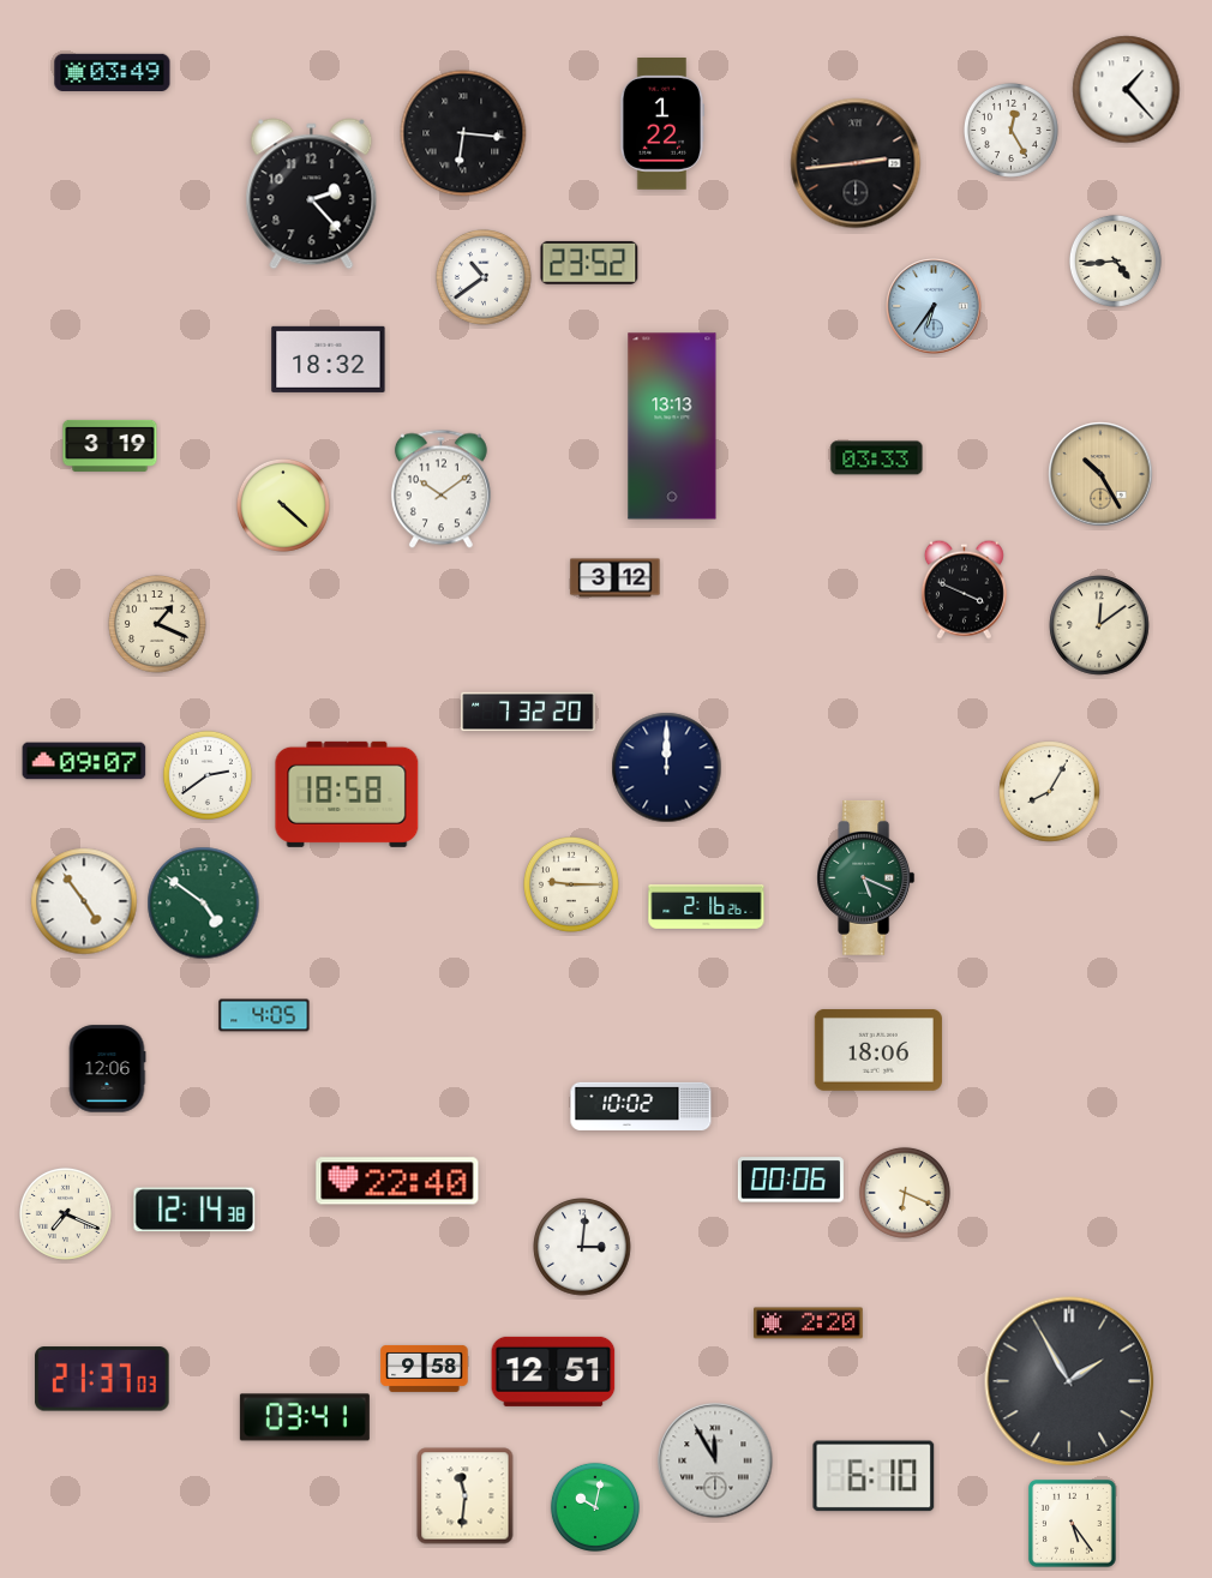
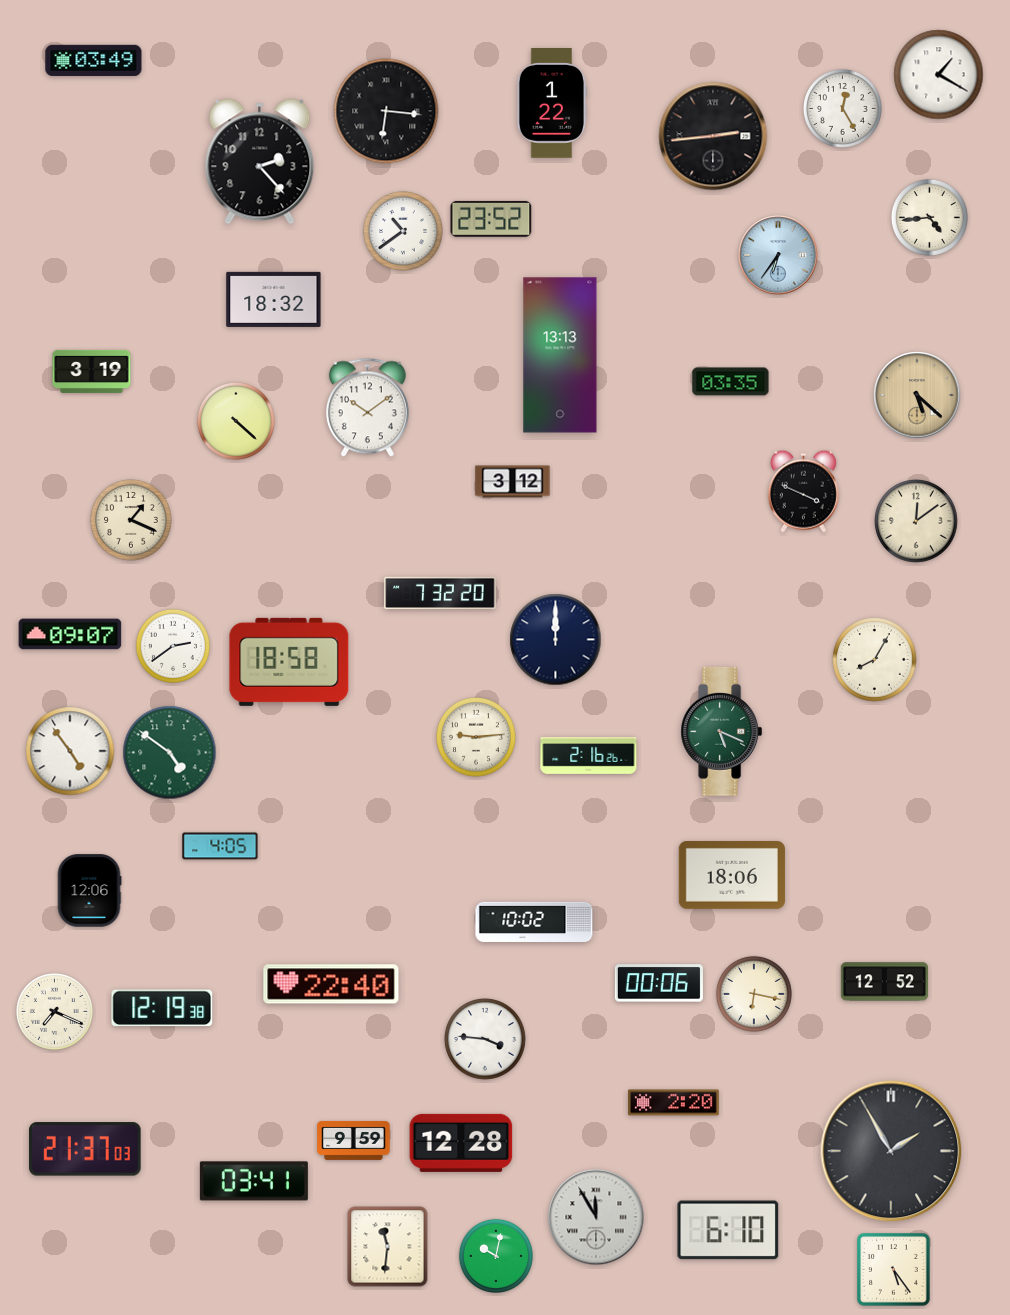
clock at (1127, 90): 1:23 -> 1:20
clock at (877, 458): 03:33 -> 03:35
clock at (1100, 474): 10:25 -> 5:22
clock at (572, 886): 9:15 -> 9:14
clock at (884, 982): none -> 12:52
clock at (905, 1193): 6:19 -> 6:17
clock at (194, 1210): 12:14 -> 12:19
clock at (582, 1247): 3:01 -> 3:46
clock at (425, 1368): 9:58 -> 9:59
clock at (553, 1372): 12:51 -> 12:28
